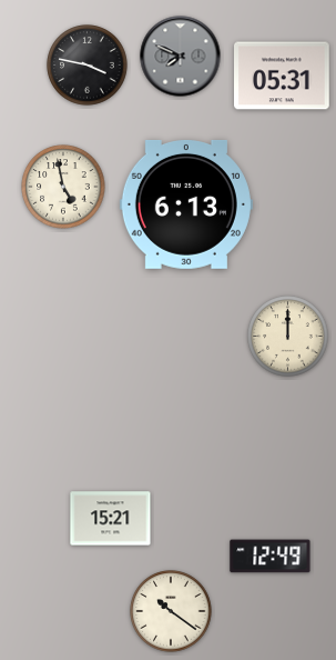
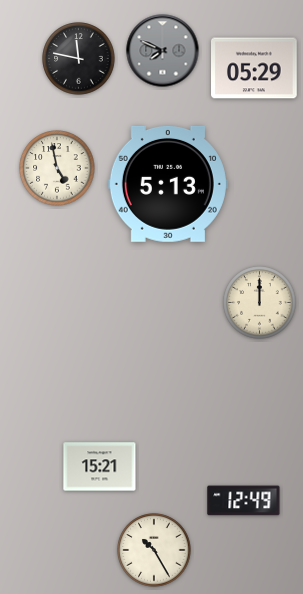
clock at (88, 66): 3:47 -> 11:47
clock at (283, 76): 05:31 -> 05:29
clock at (186, 204): 6:13 -> 5:13
clock at (171, 611): 10:21 -> 10:25
